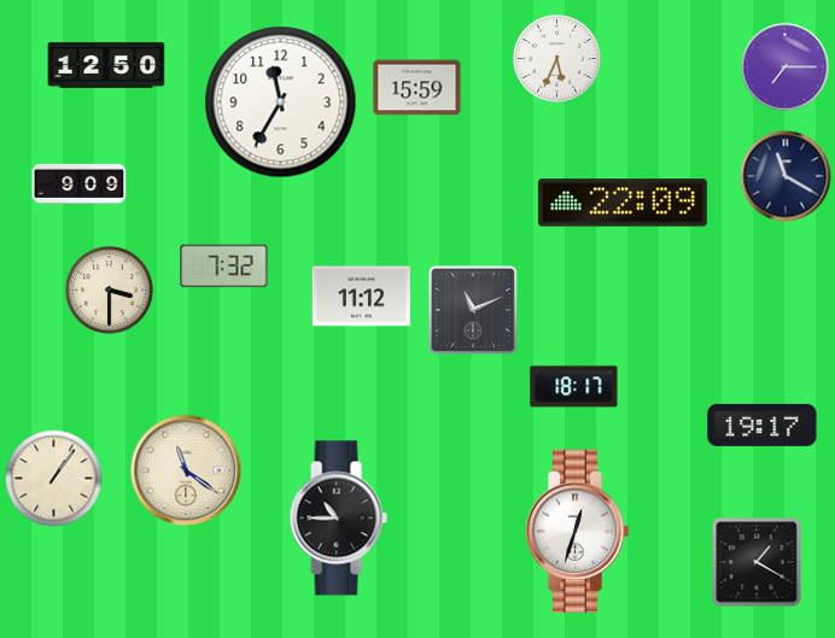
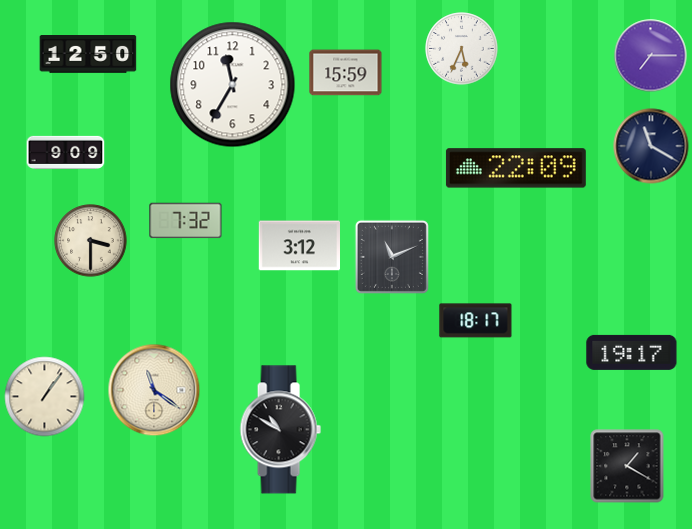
clock at (361, 297): 11:12 -> 3:12
clock at (338, 519): 10:45 -> 10:50
clock at (577, 532): 12:33 -> none
